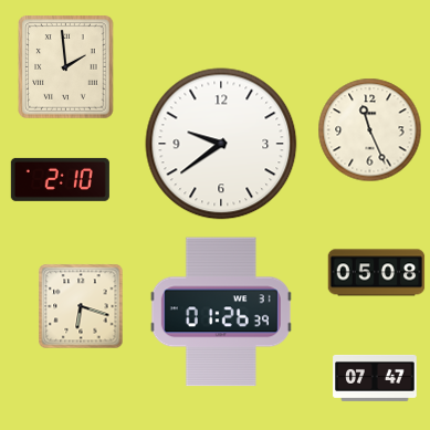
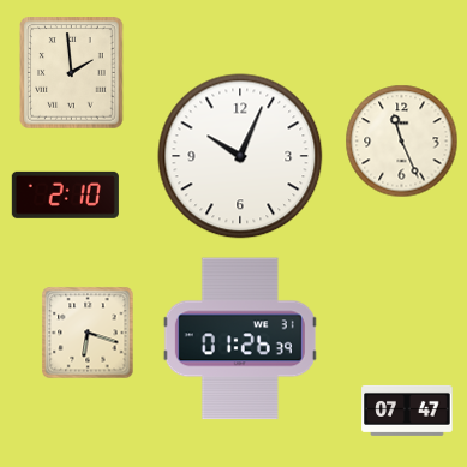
clock at (221, 144): 9:39 -> 10:04
clock at (377, 273): 05:08 -> none
